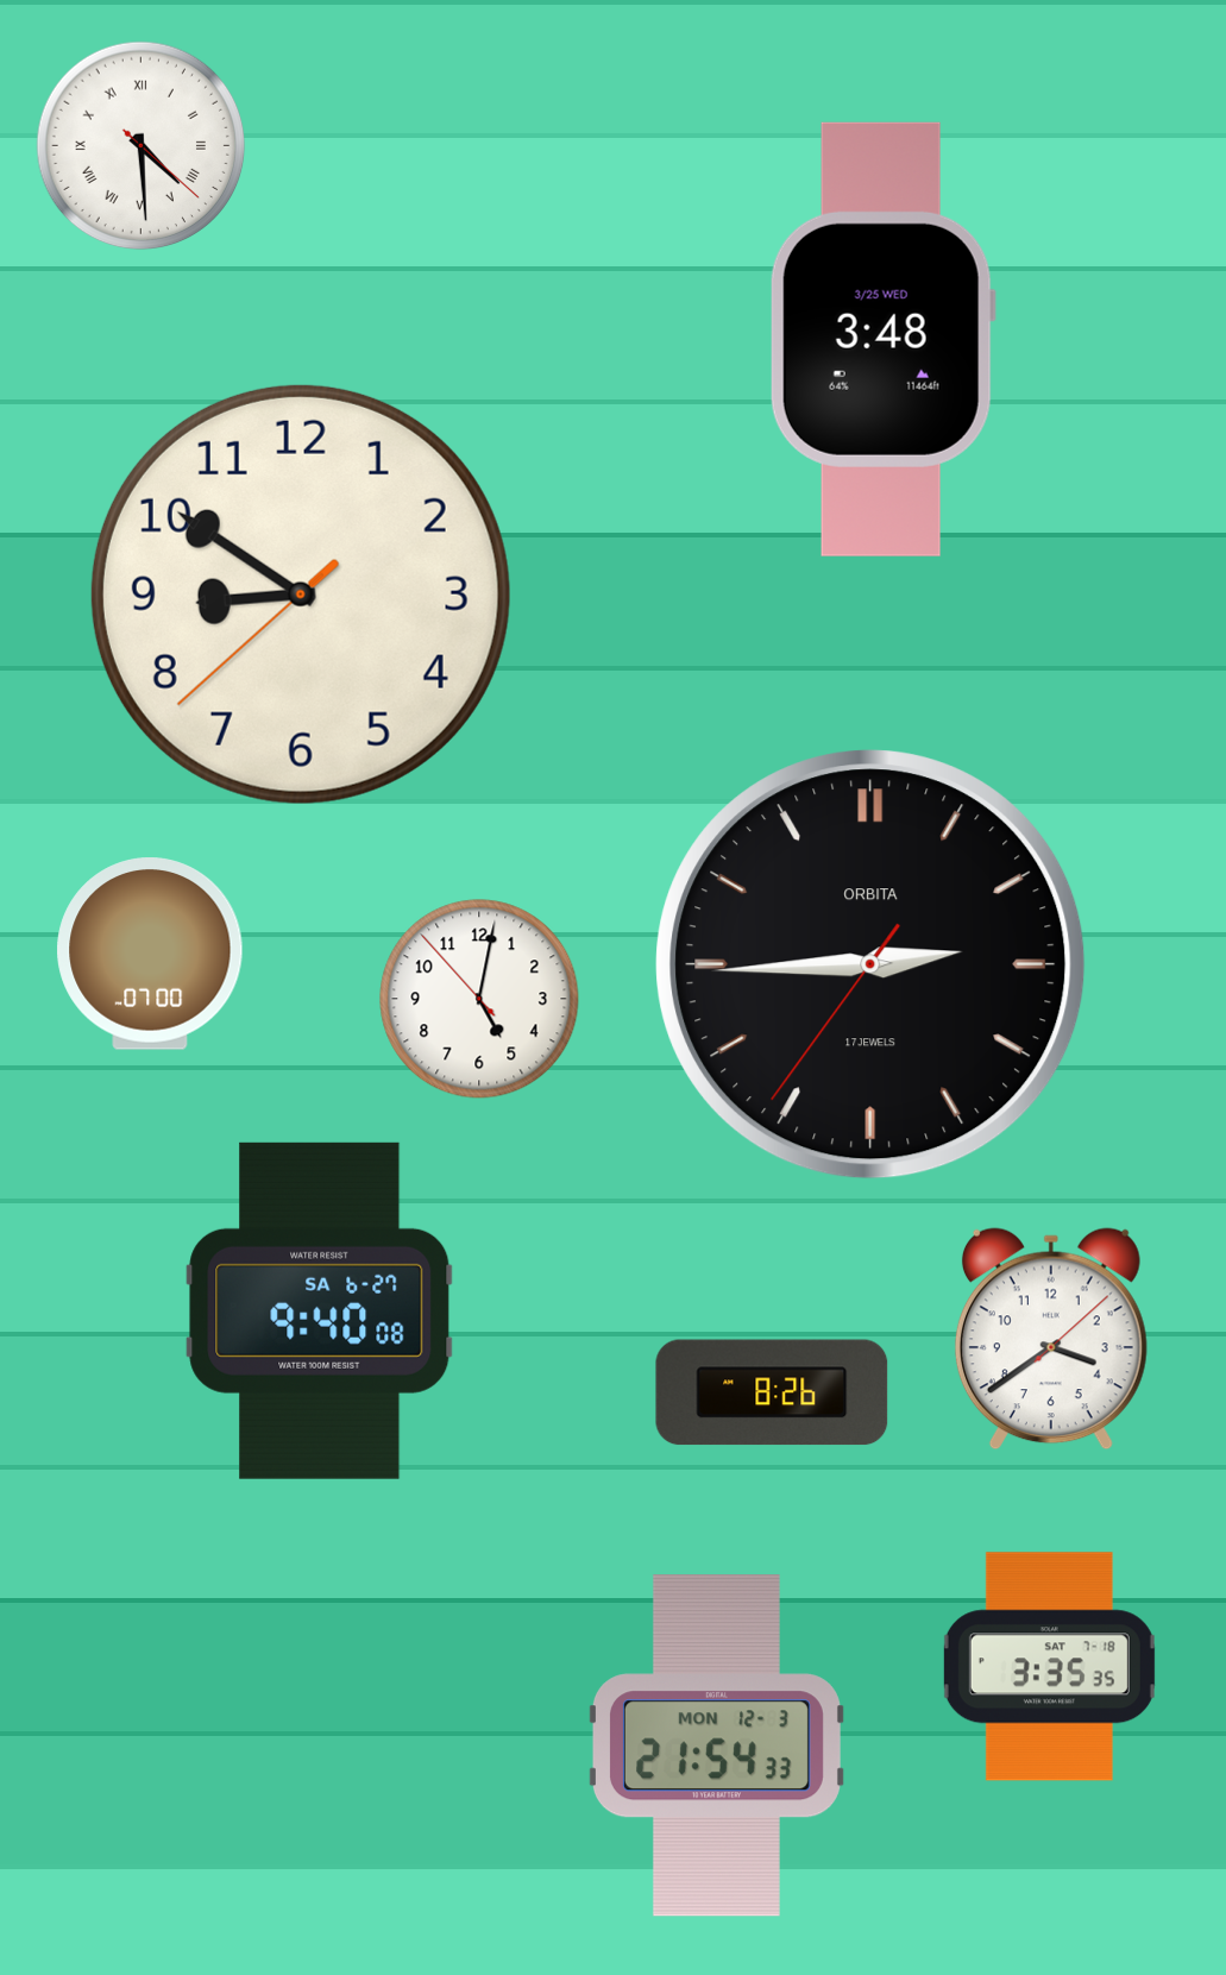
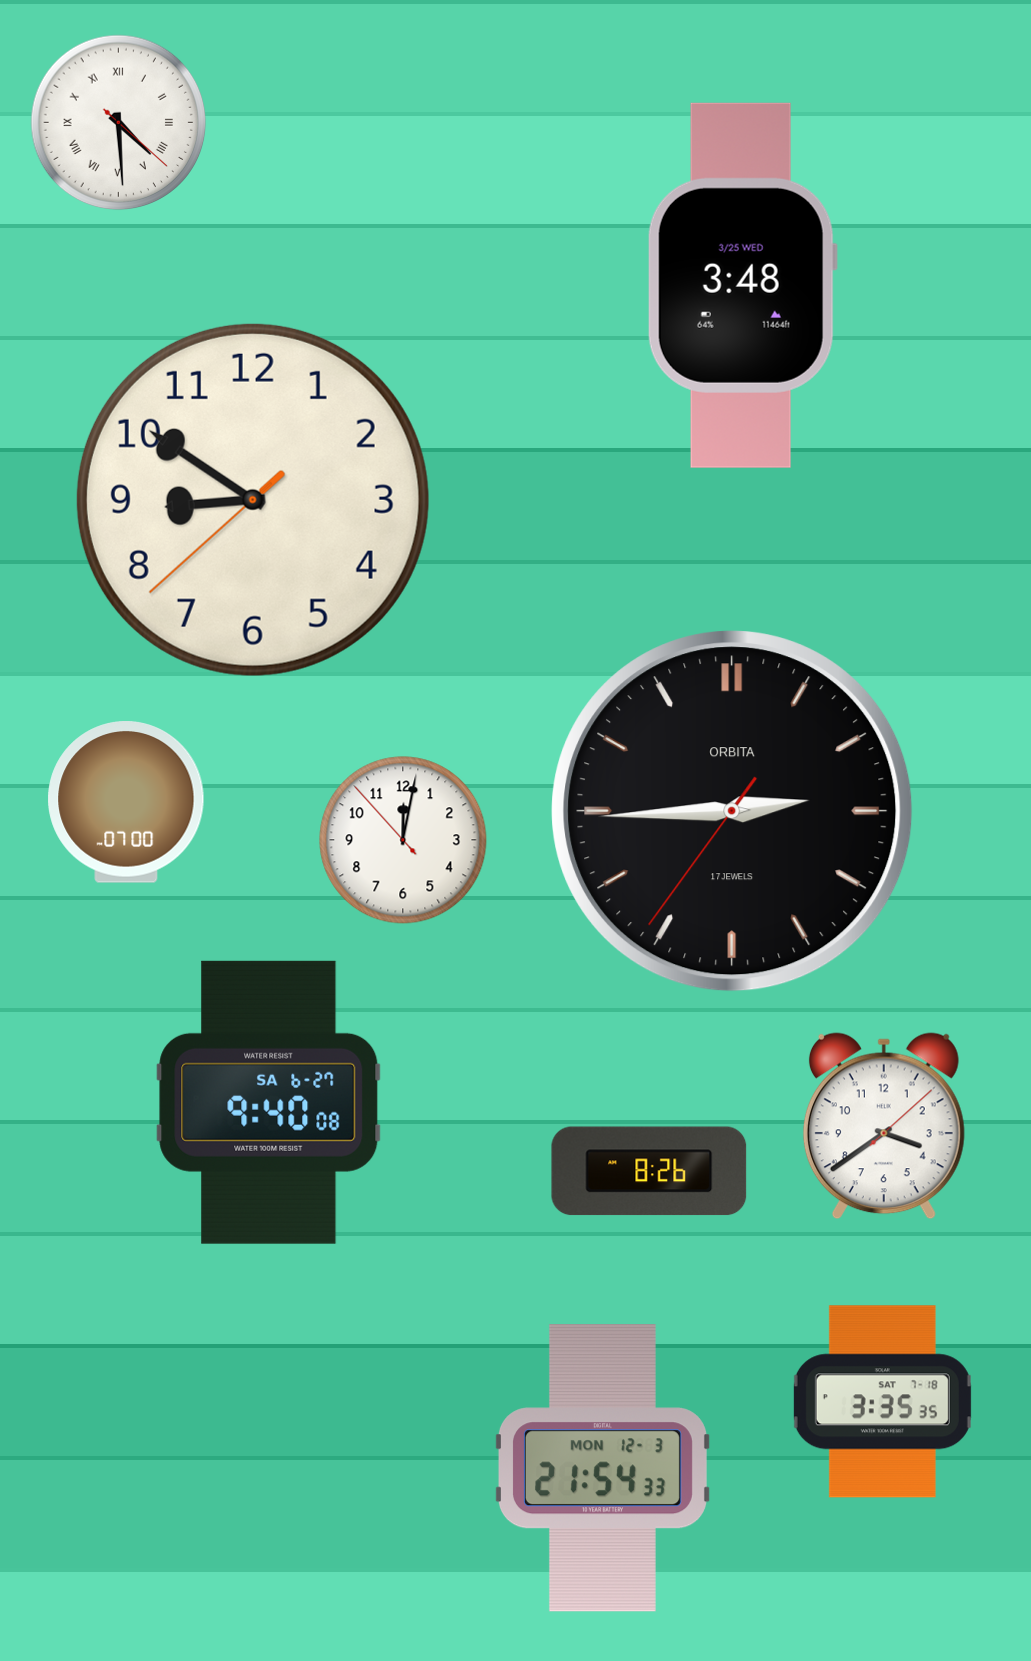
clock at (479, 999): 5:01 -> 12:01
